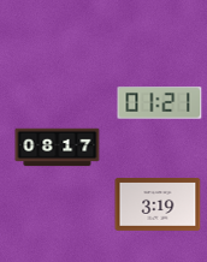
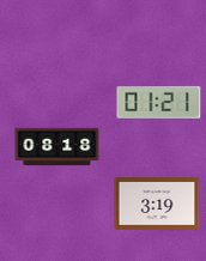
clock at (58, 148): 08:17 -> 08:18
